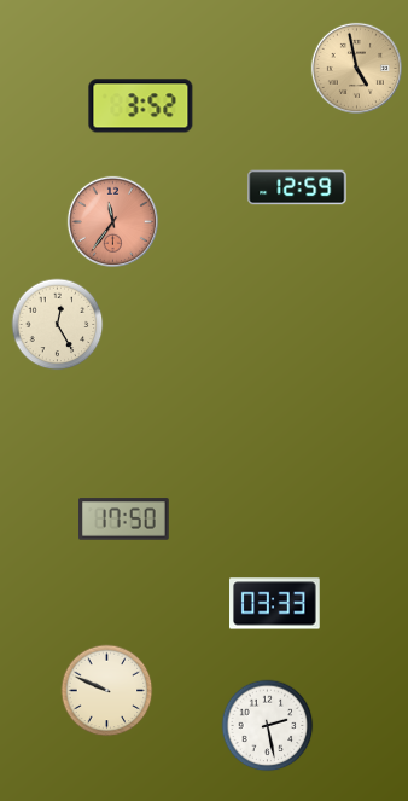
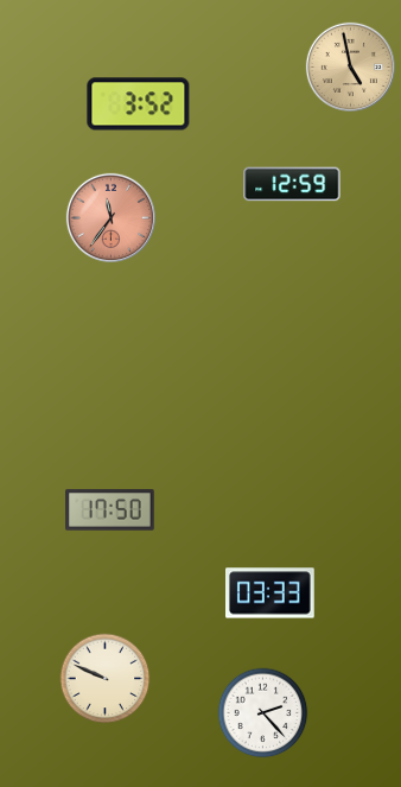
clock at (58, 325): 12:25 -> none
clock at (124, 520) position: (124, 520) -> (110, 510)
clock at (268, 726): 2:28 -> 2:23
